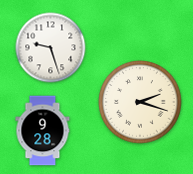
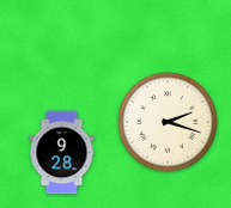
clock at (51, 48): 9:27 -> none
clock at (43, 131) position: (43, 131) -> (62, 153)
